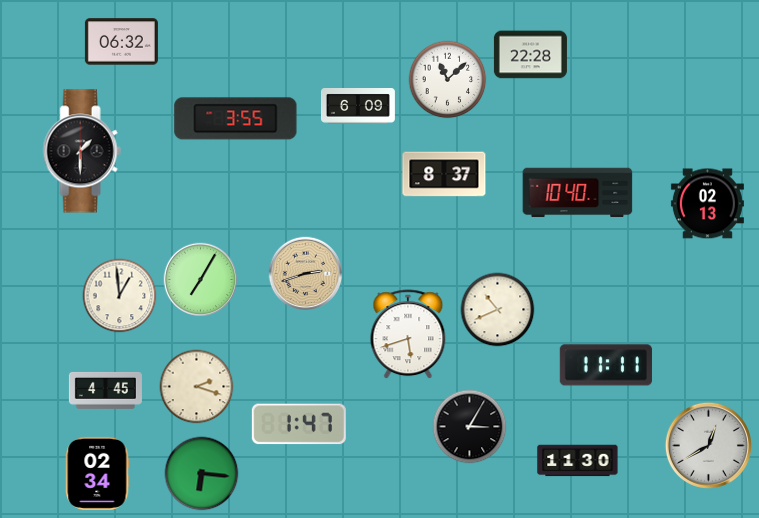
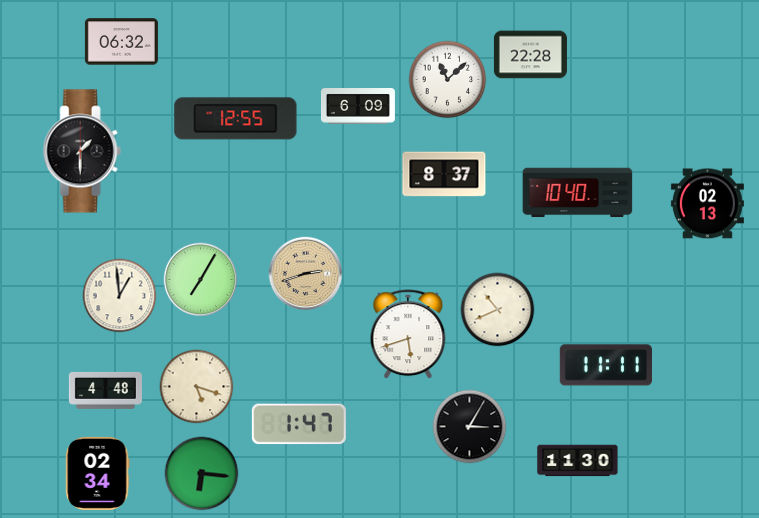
clock at (236, 119): 3:55 -> 12:55
clock at (197, 387): 2:18 -> 5:18
clock at (105, 390): 4:45 -> 4:48
clock at (708, 445): 12:40 -> none
